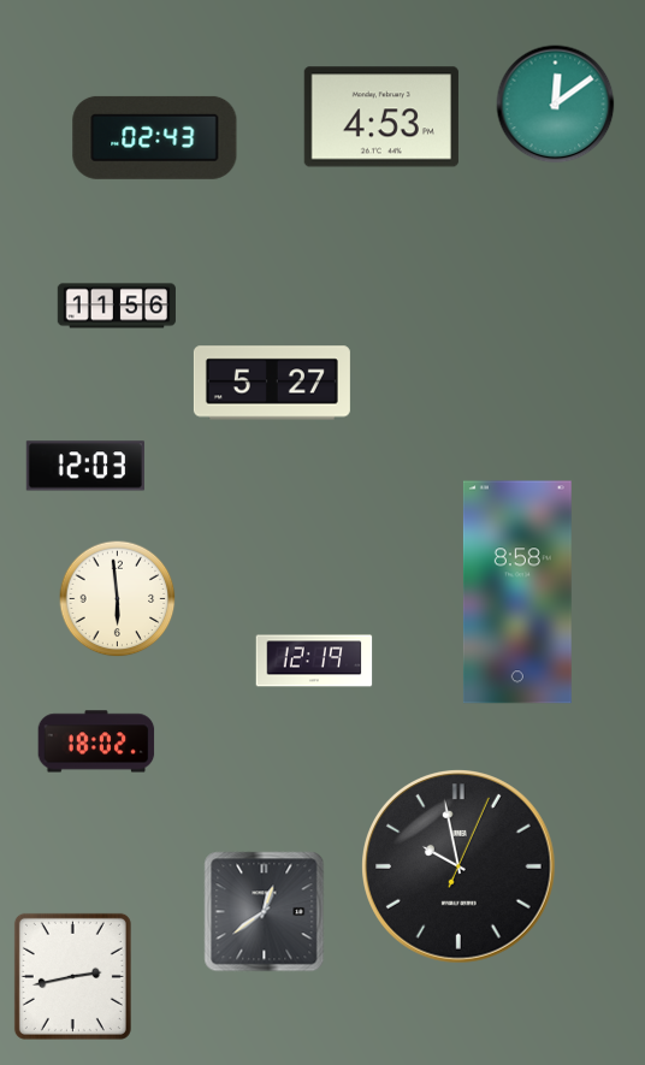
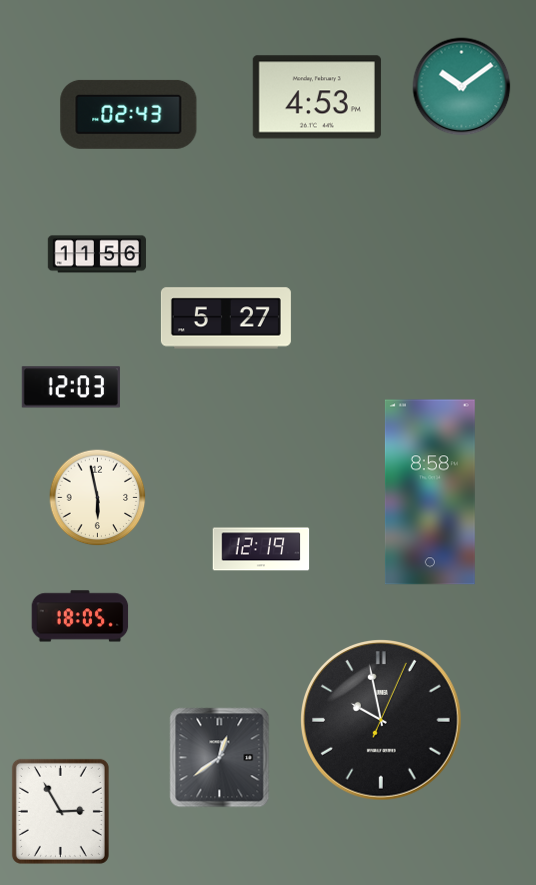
clock at (556, 105): 12:09 -> 10:09
clock at (118, 599): 5:59 -> 5:58
clock at (96, 741): 18:02 -> 18:05
clock at (72, 976): 2:43 -> 2:55
